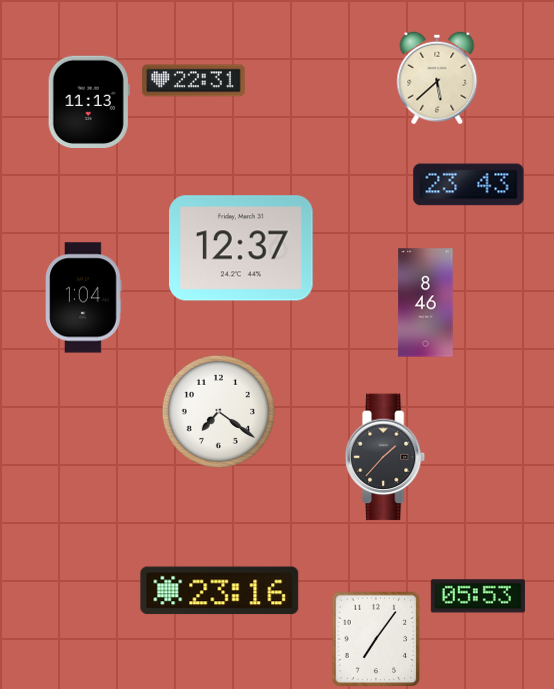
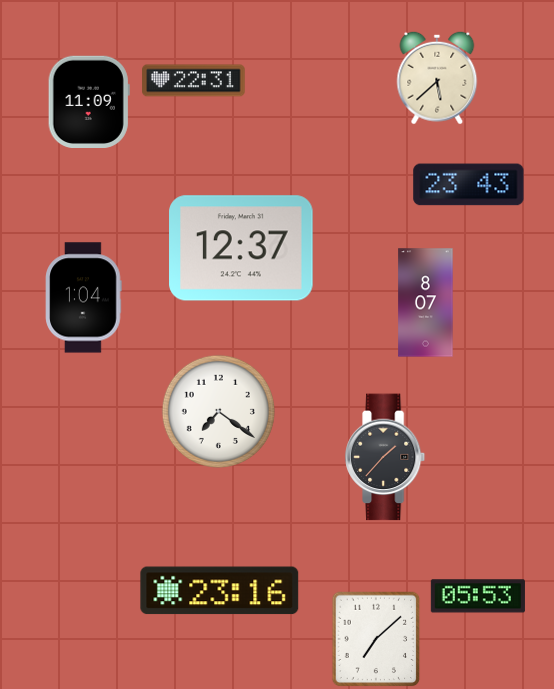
clock at (89, 101): 11:13 -> 11:09
clock at (426, 303): 8:46 -> 8:07
clock at (376, 639): 7:06 -> 7:08
